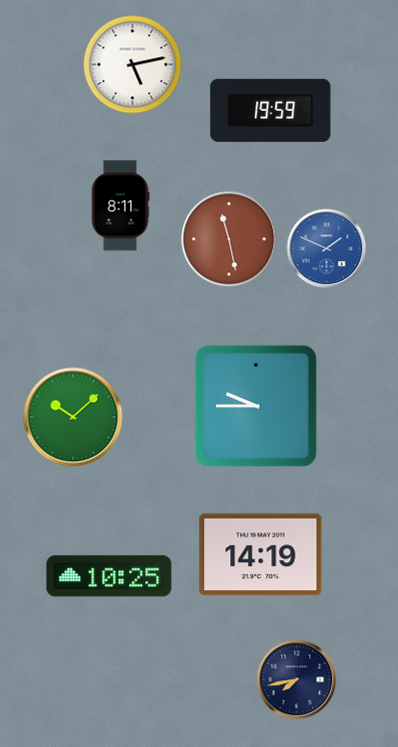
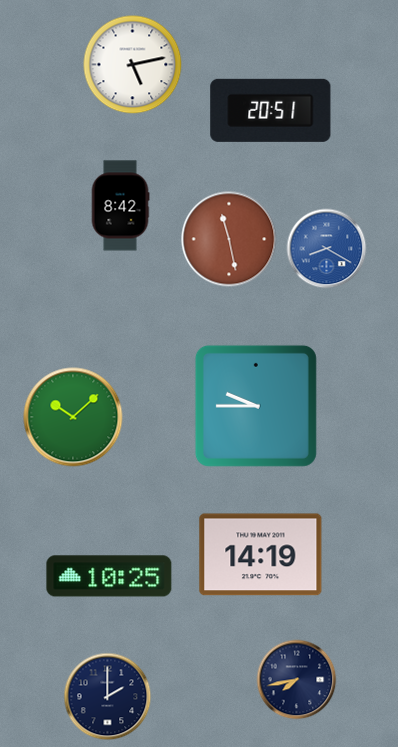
clock at (271, 110): 19:59 -> 20:51
clock at (120, 206): 8:11 -> 8:42
clock at (327, 249): 1:49 -> 8:20
clock at (108, 697): none -> 2:00
